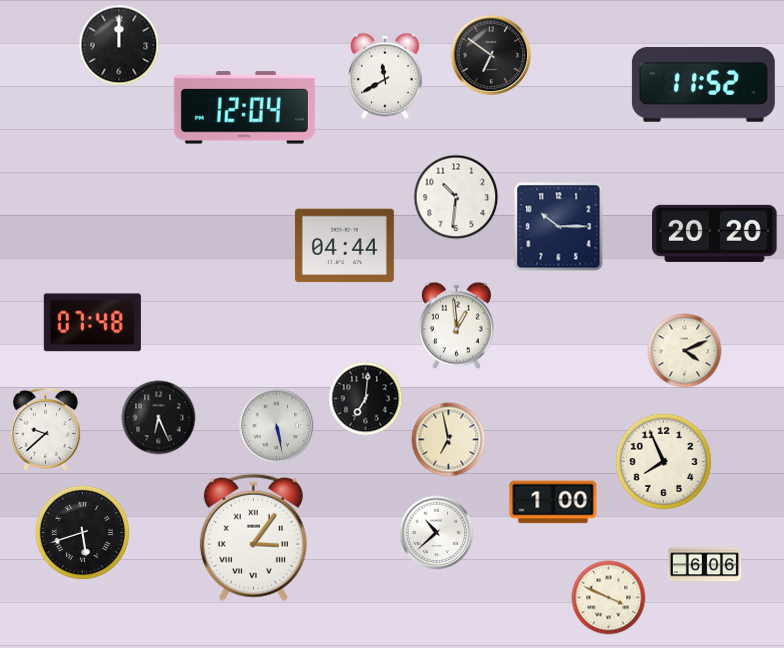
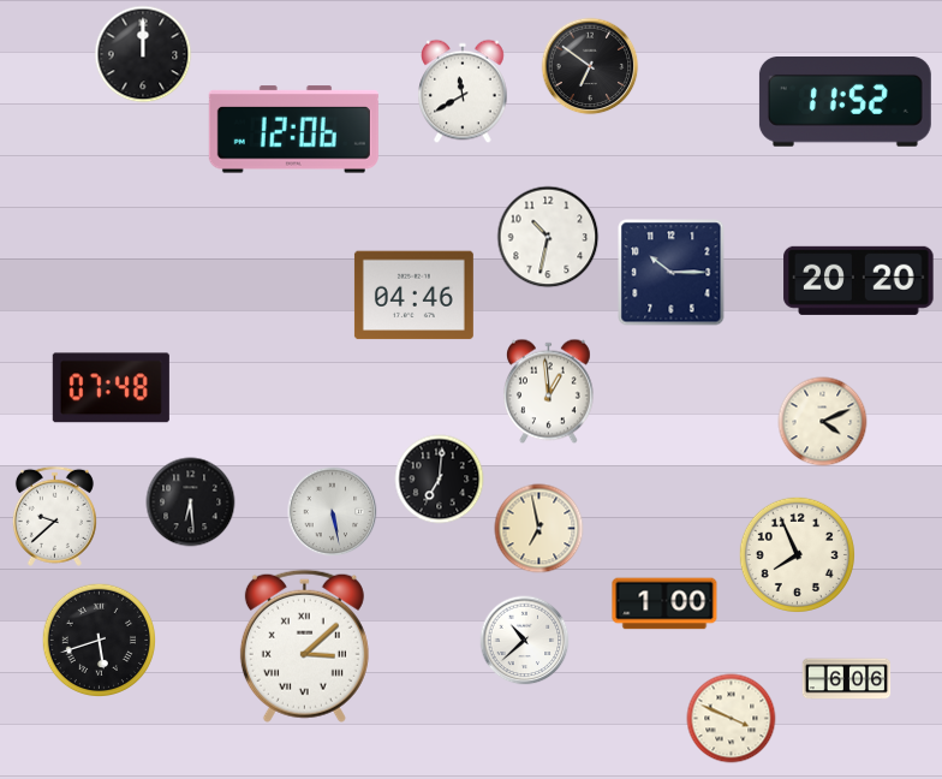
clock at (244, 108): 12:04 -> 12:06
clock at (456, 197): 10:31 -> 10:32
clock at (344, 246): 04:44 -> 04:46
clock at (159, 418): 6:26 -> 6:29
clock at (253, 537): 3:06 -> 3:08
